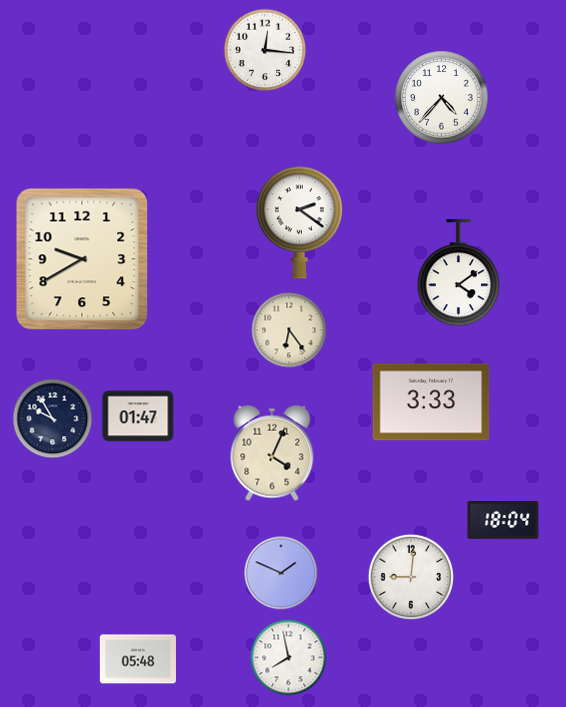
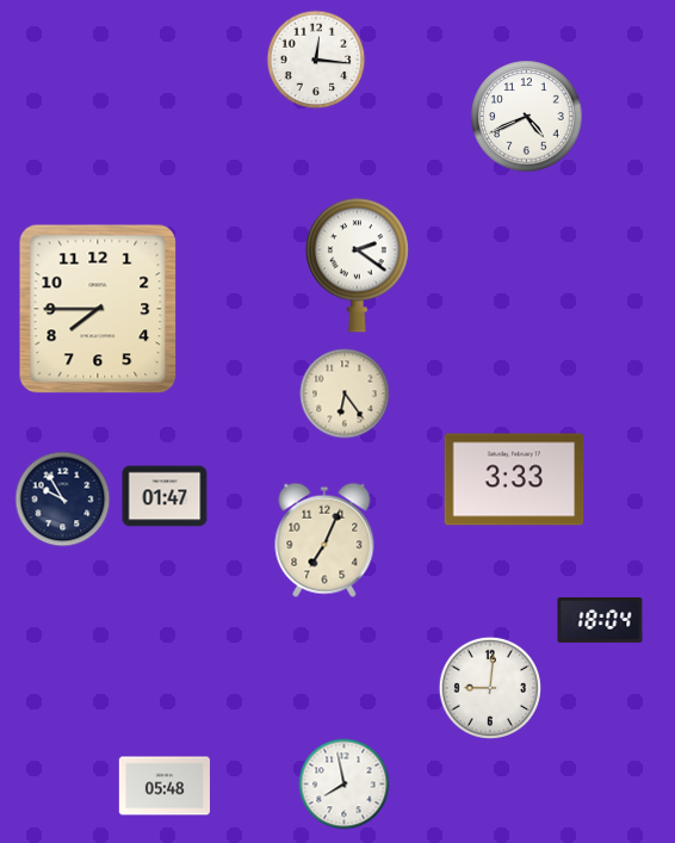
clock at (442, 98): 4:37 -> 4:41
clock at (82, 259): 9:40 -> 7:45
clock at (459, 273): 4:09 -> none
clock at (272, 453): 4:04 -> 7:04
clock at (281, 573): 1:49 -> none
